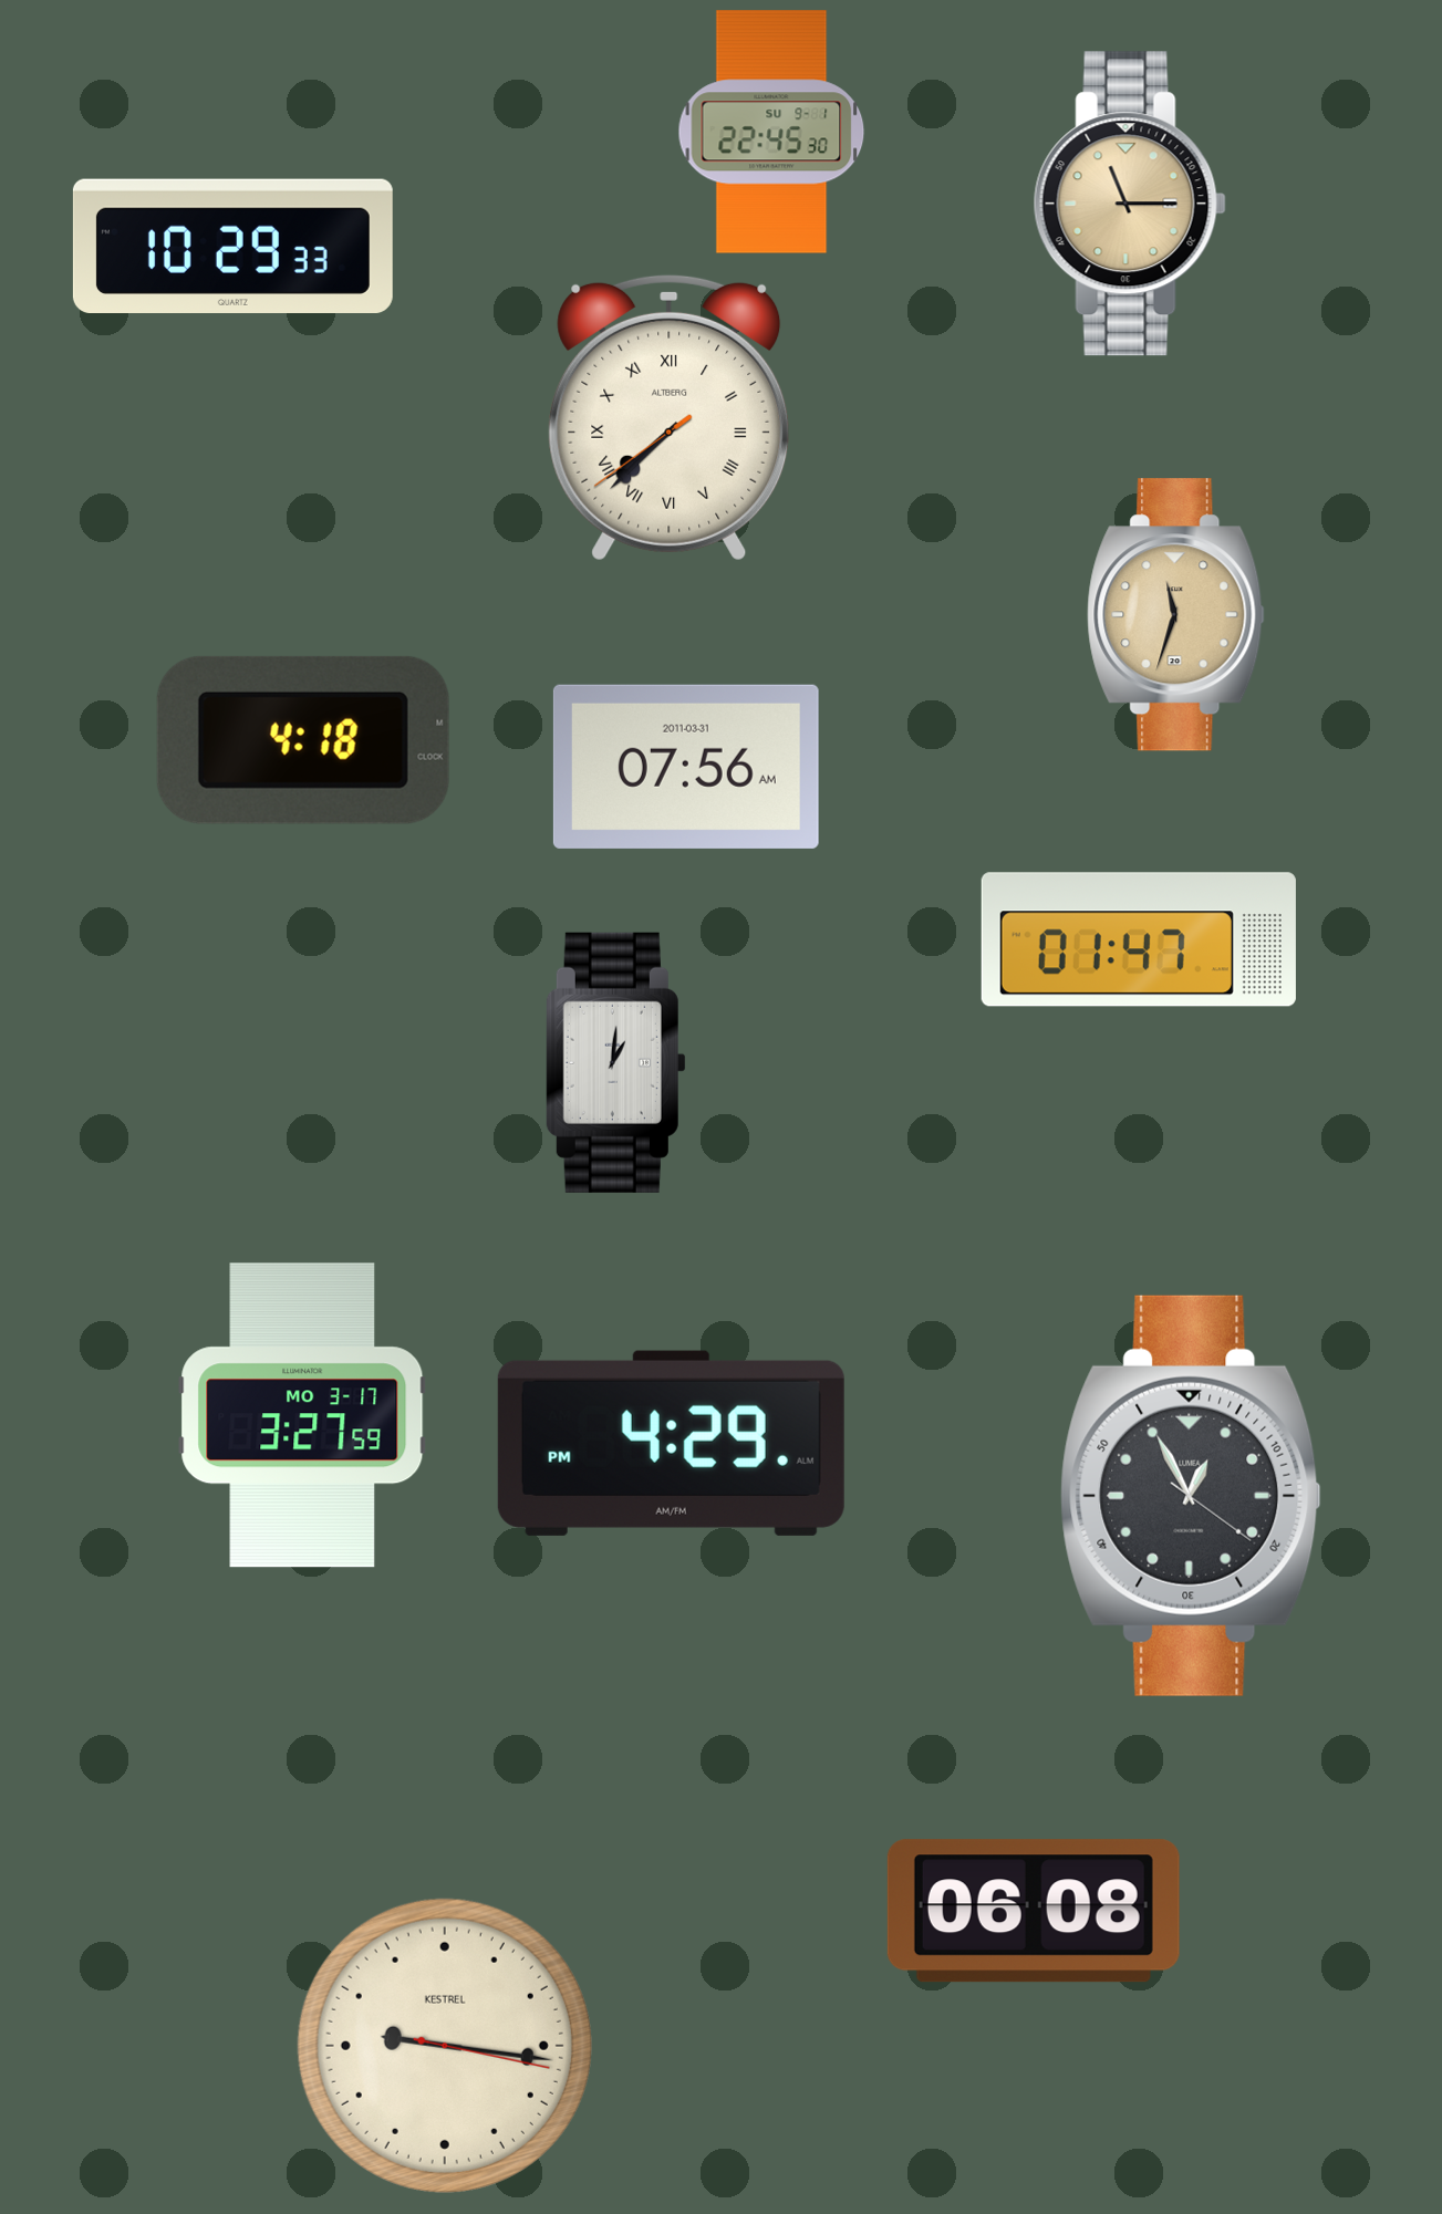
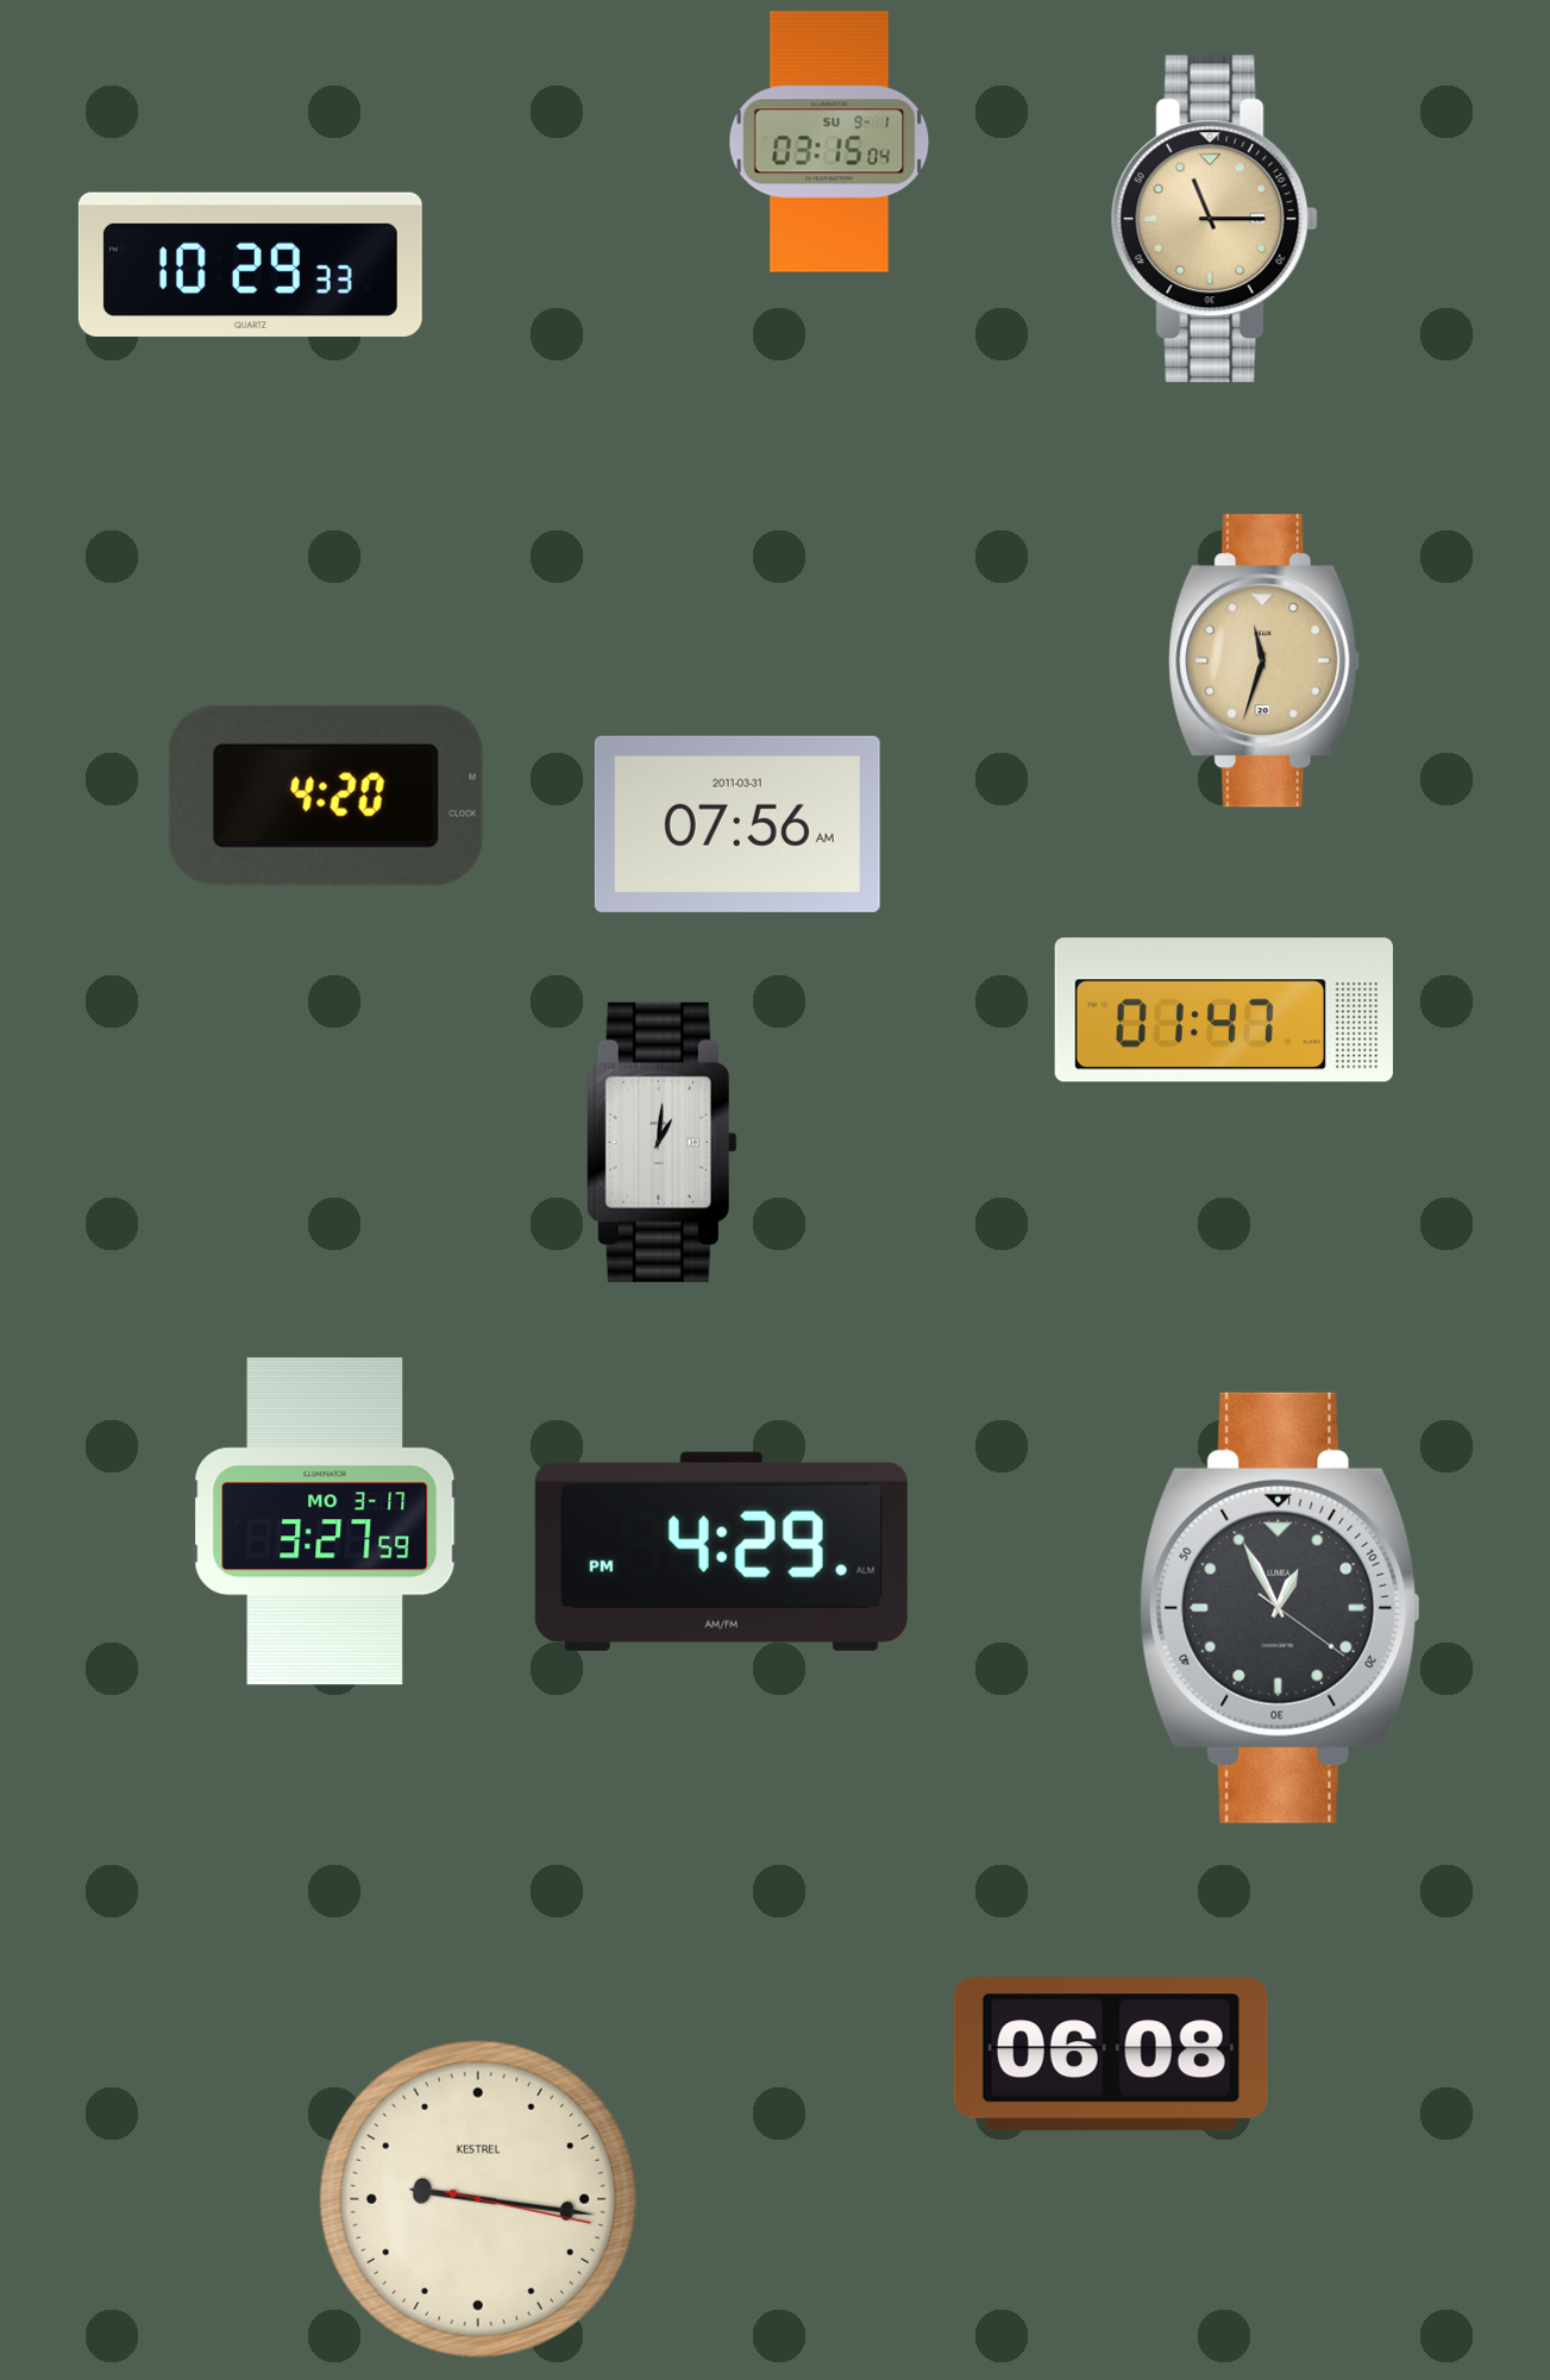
clock at (771, 132): 22:45 -> 03:15
clock at (670, 417): 7:37 -> none
clock at (303, 740): 4:18 -> 4:20
